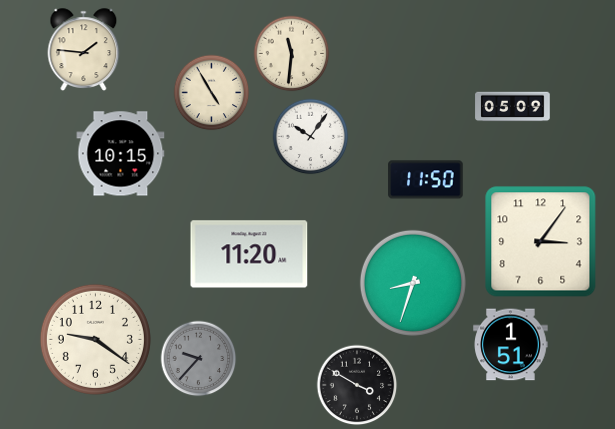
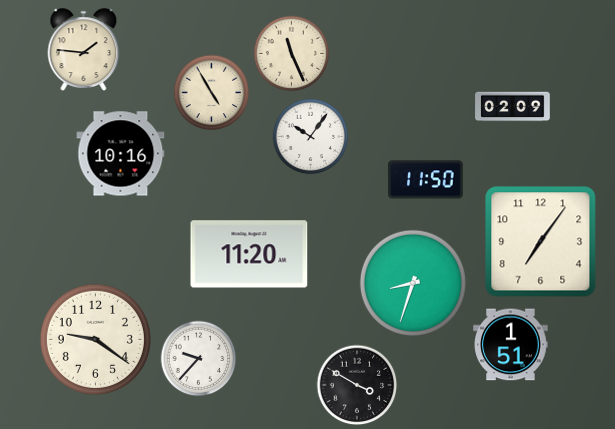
clock at (292, 54): 11:31 -> 11:26
clock at (513, 107): 05:09 -> 02:09
clock at (121, 154): 10:15 -> 10:16
clock at (541, 242): 3:06 -> 7:06
clock at (199, 359) dial: grey -> white
